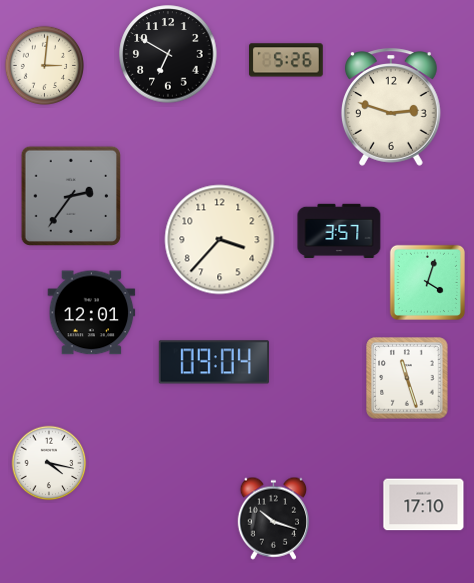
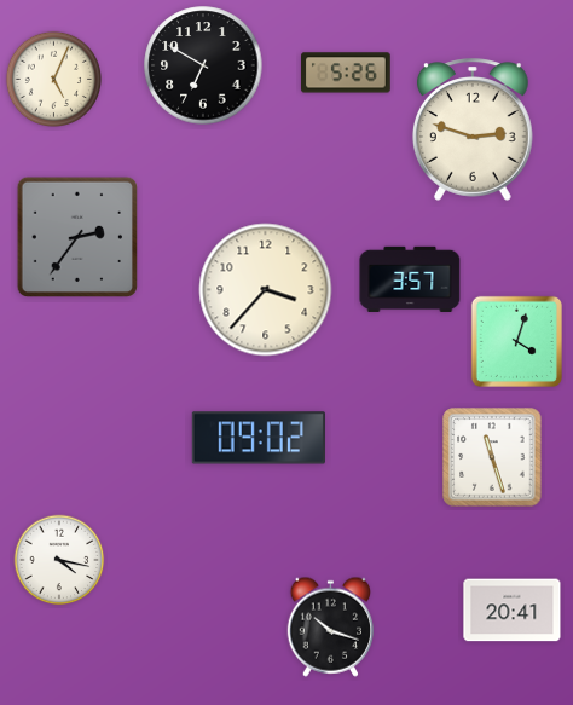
clock at (44, 65): 3:01 -> 5:04
clock at (70, 195) position: (70, 195) -> (76, 236)
clock at (92, 313): 12:01 -> none
clock at (214, 362): 09:04 -> 09:02
clock at (424, 505): 17:10 -> 20:41
